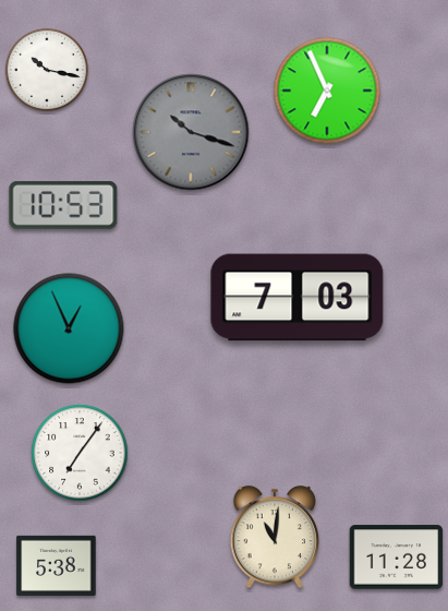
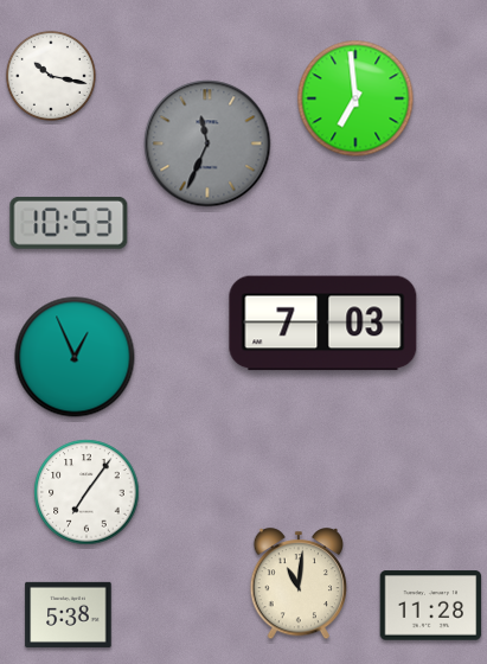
clock at (327, 91): 6:56 -> 6:59
clock at (191, 132): 10:18 -> 11:34
clock at (57, 565) position: (57, 565) -> (69, 614)
